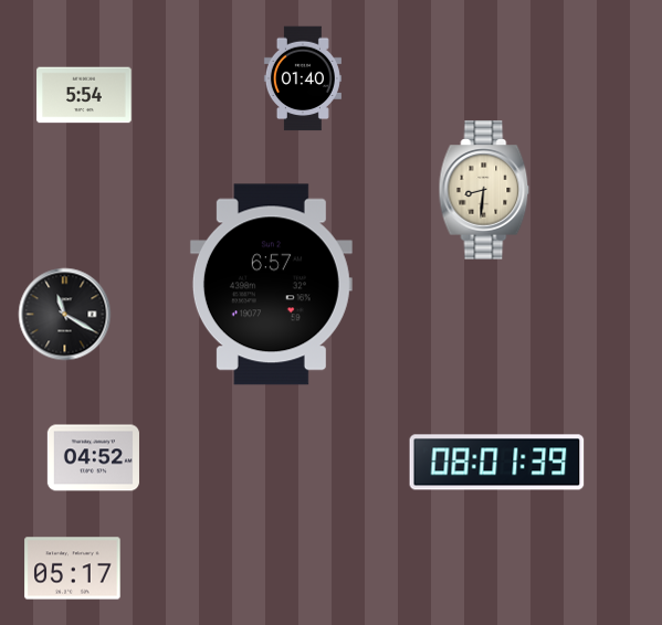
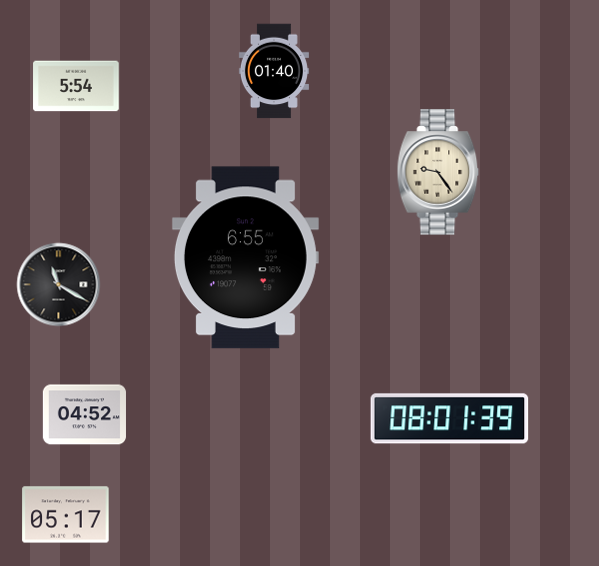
clock at (484, 190): 8:31 -> 9:24
clock at (271, 285): 6:57 -> 6:55
